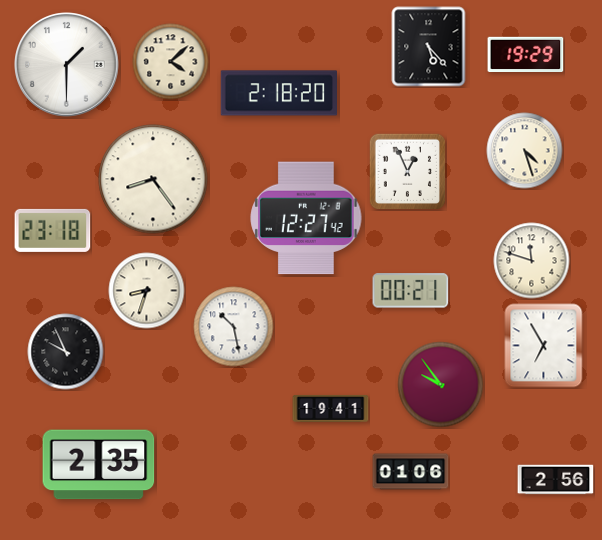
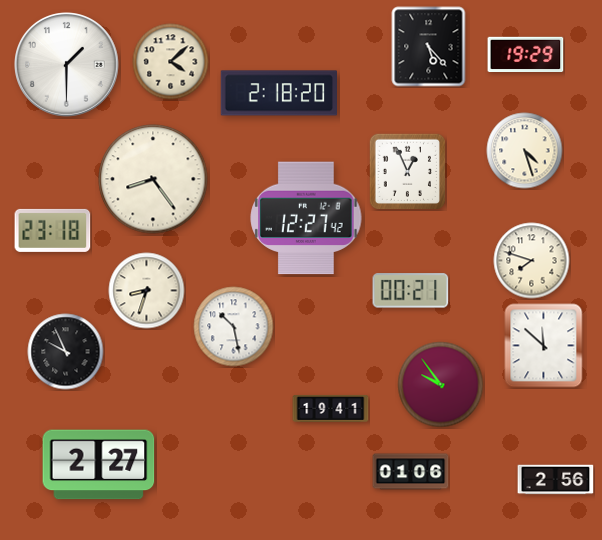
clock at (532, 261): 11:48 -> 7:48
clock at (544, 346): 6:55 -> 11:52
clock at (99, 465): 2:35 -> 2:27
